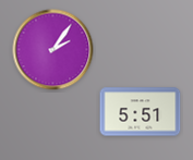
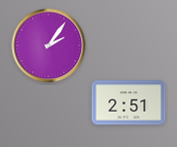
clock at (141, 112): 5:51 -> 2:51
